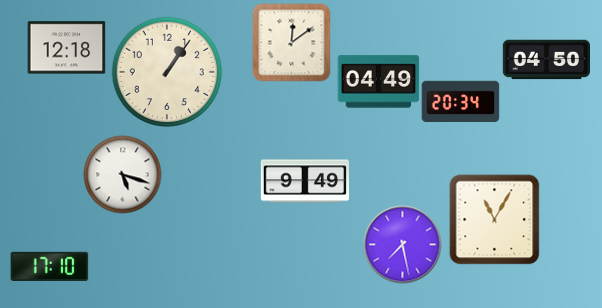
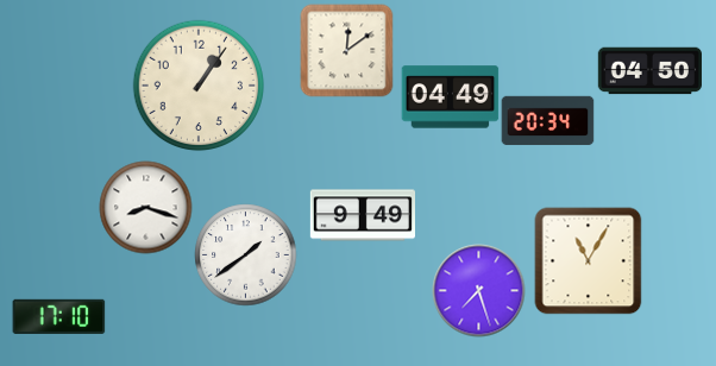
clock at (66, 48): 12:18 -> none
clock at (122, 174): 5:18 -> 8:18
clock at (245, 254): none -> 1:39
clock at (402, 244): 7:28 -> 7:27
